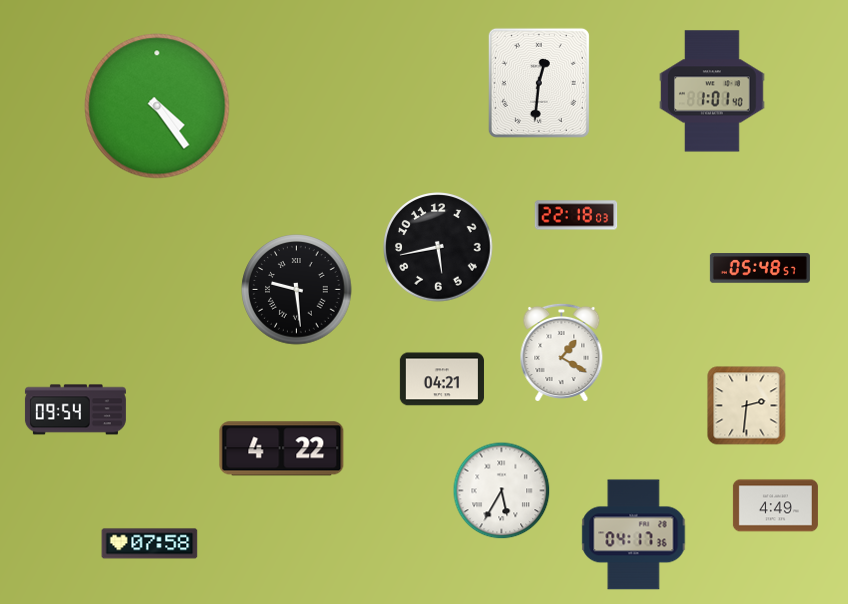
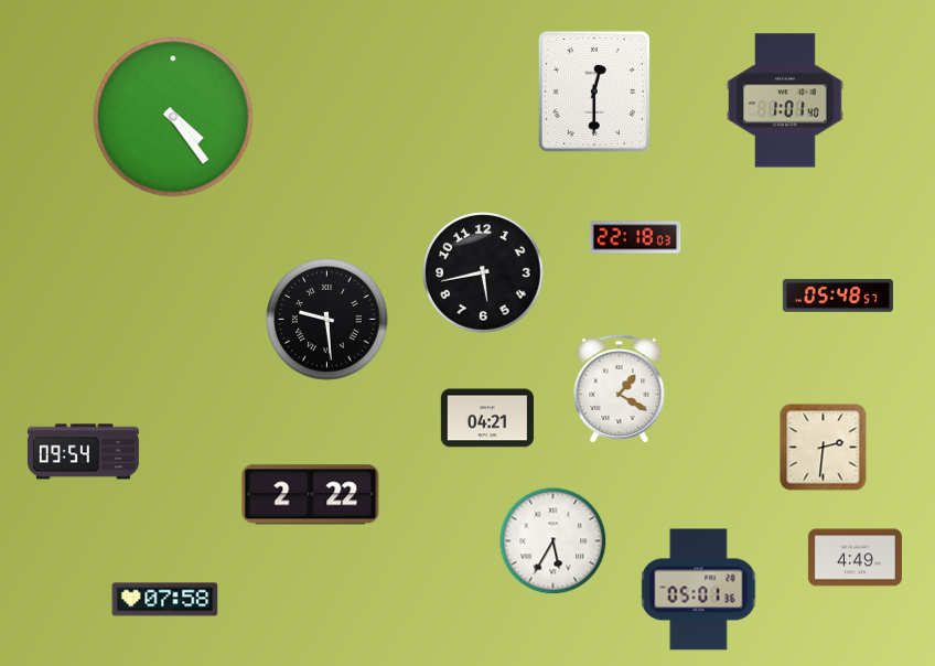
clock at (539, 83): 12:31 -> 12:30
clock at (282, 449): 4:22 -> 2:22
clock at (634, 535): 04:17 -> 05:01
